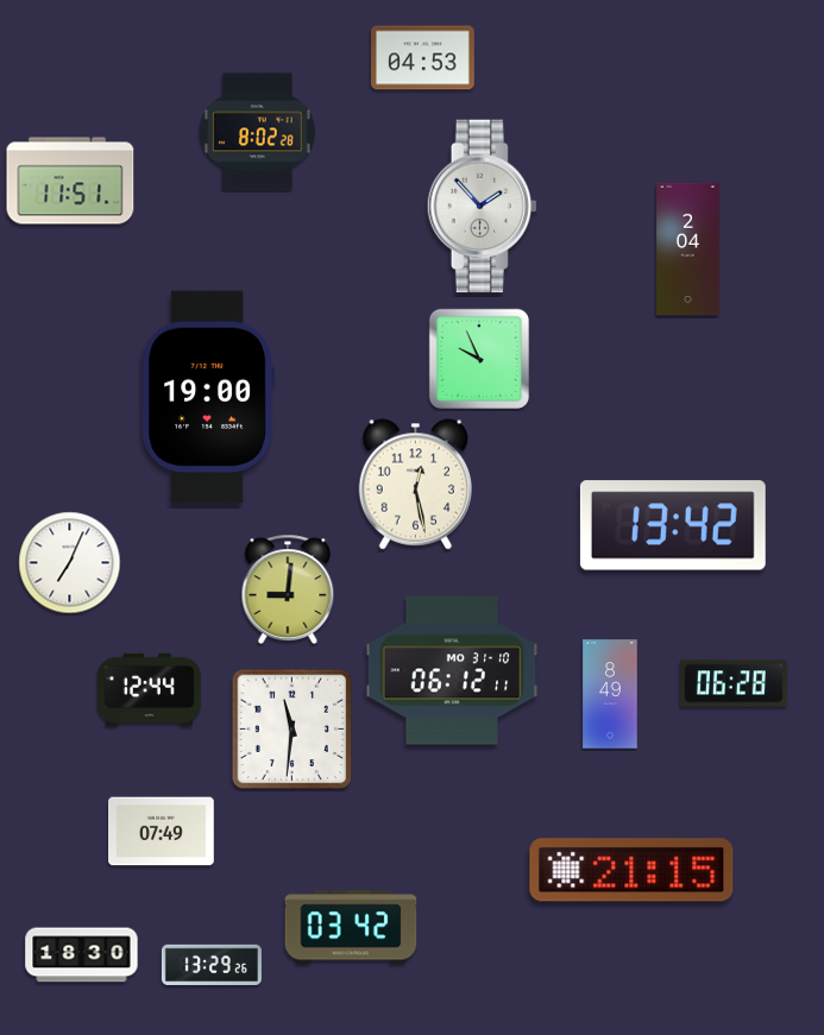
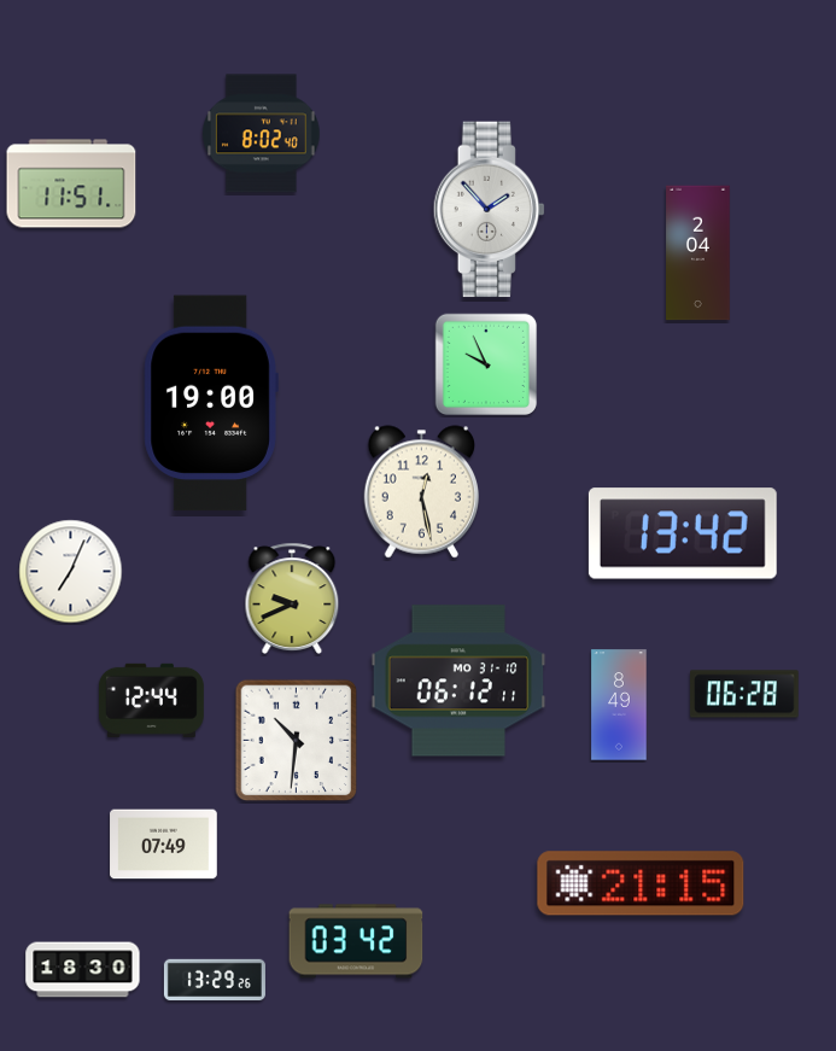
clock at (422, 58): 04:53 -> none
clock at (258, 132): 8:02:28 -> 8:02:40
clock at (288, 589): 9:01 -> 9:41
clock at (293, 730): 11:31 -> 10:31
